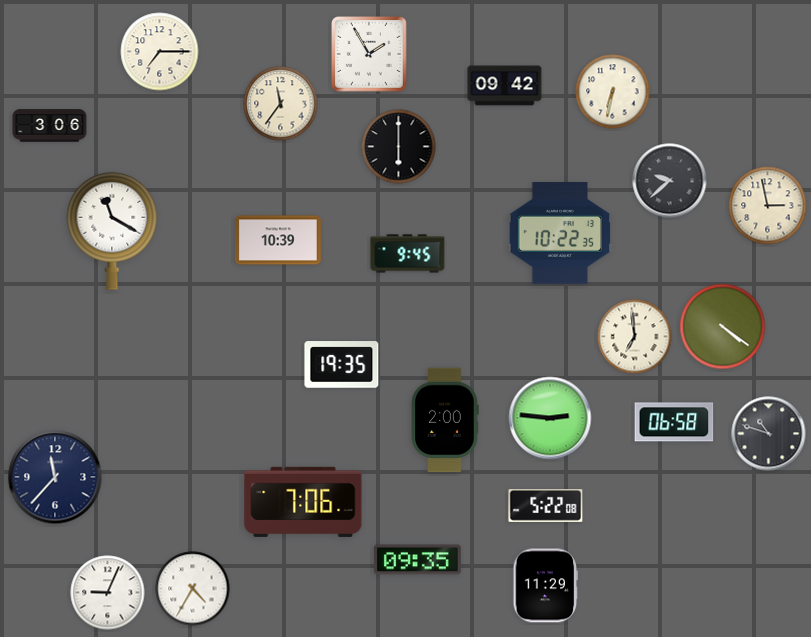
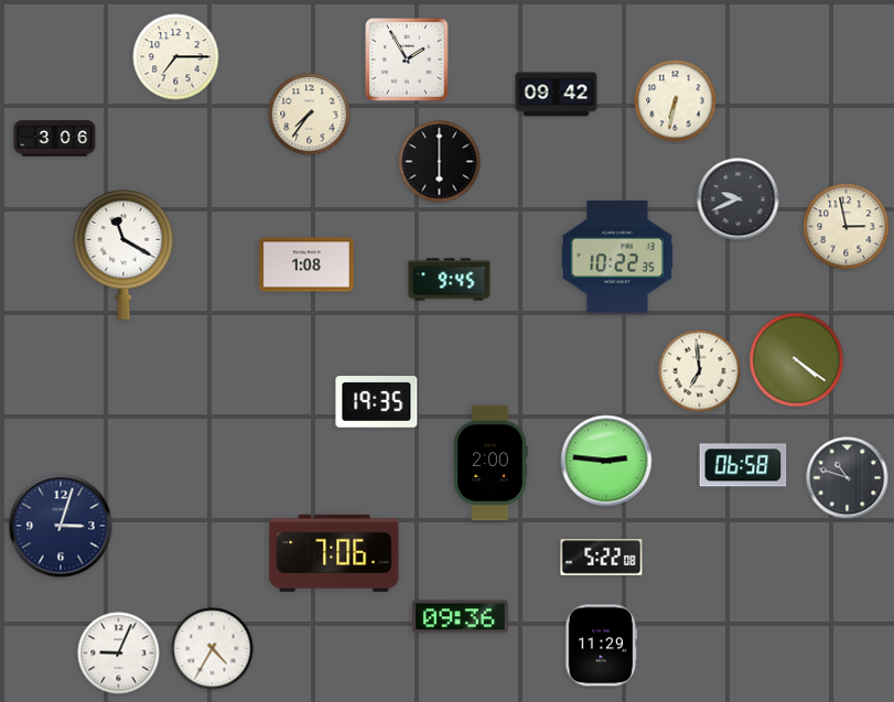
clock at (281, 104): 11:36 -> 7:36
clock at (670, 181): 9:38 -> 9:41
clock at (278, 240): 10:39 -> 1:08
clock at (55, 477): 11:37 -> 3:03
clock at (417, 560): 09:35 -> 09:36
